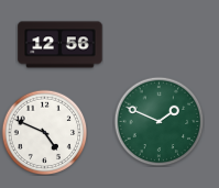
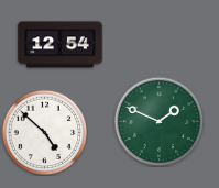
clock at (61, 45): 12:56 -> 12:54
clock at (44, 132): 4:49 -> 4:52
